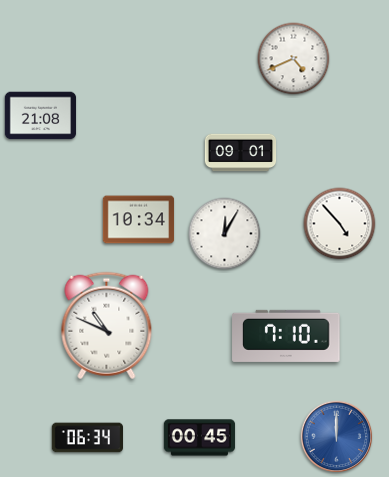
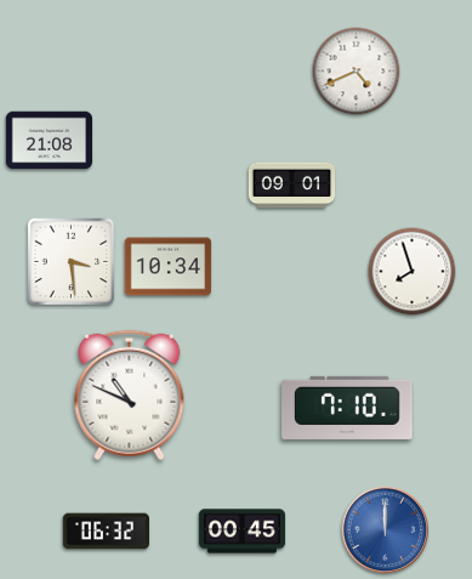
clock at (72, 262): none -> 3:29
clock at (340, 224): 4:53 -> 7:57
clock at (225, 234): 12:05 -> none
clock at (337, 437) position: (337, 437) -> (386, 530)
clock at (88, 438): 06:34 -> 06:32
